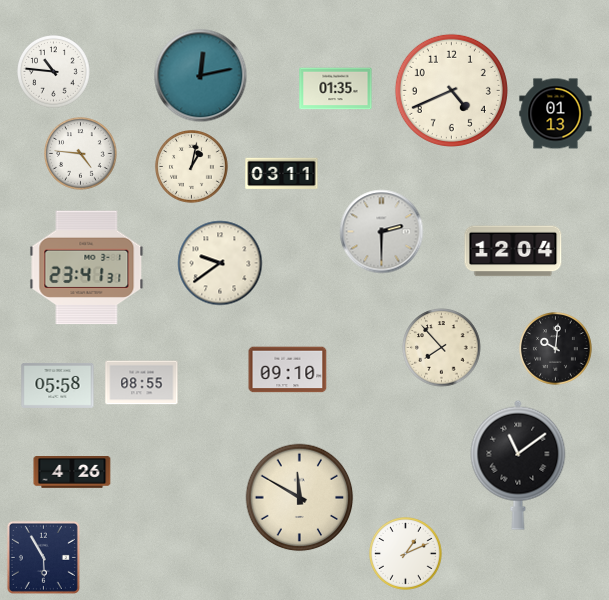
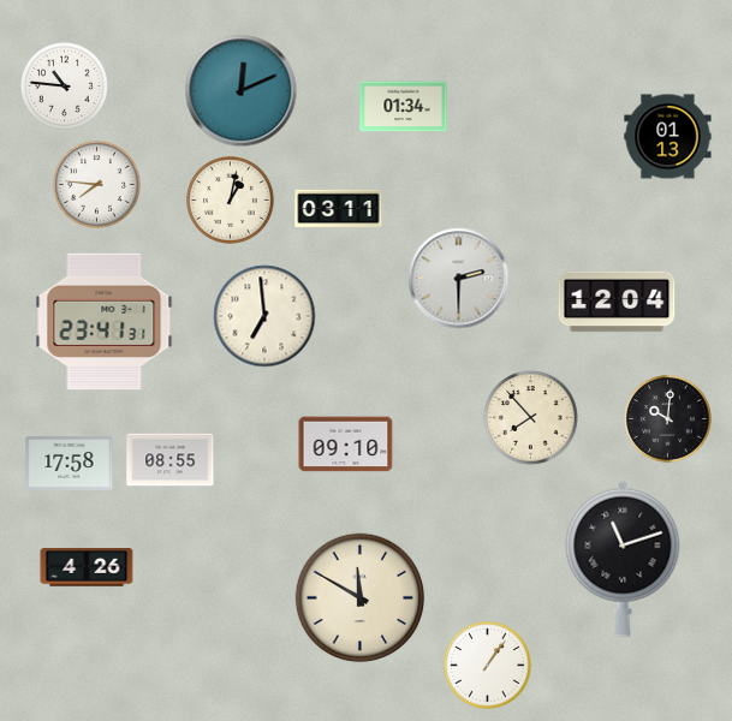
clock at (201, 76): 12:13 -> 12:11
clock at (336, 89): 01:35 -> 01:34
clock at (451, 90): 4:41 -> none
clock at (81, 154): 4:46 -> 7:46
clock at (220, 263): 9:39 -> 6:59
clock at (58, 385): 05:58 -> 17:58
clock at (518, 465): 11:09 -> 11:12
clock at (406, 554): 1:11 -> 1:06
clock at (43, 557): 5:55 -> none
